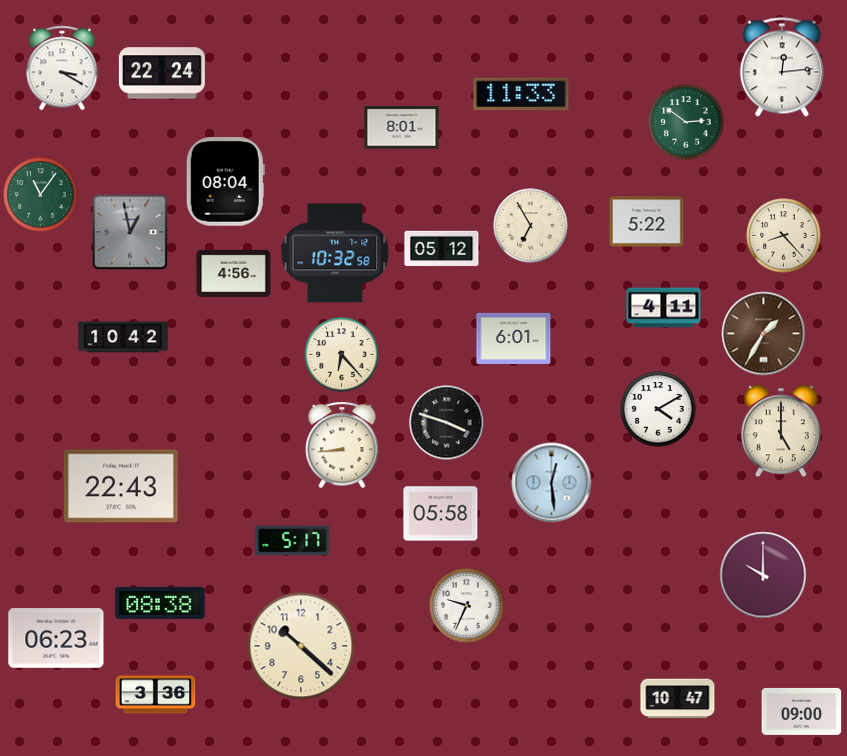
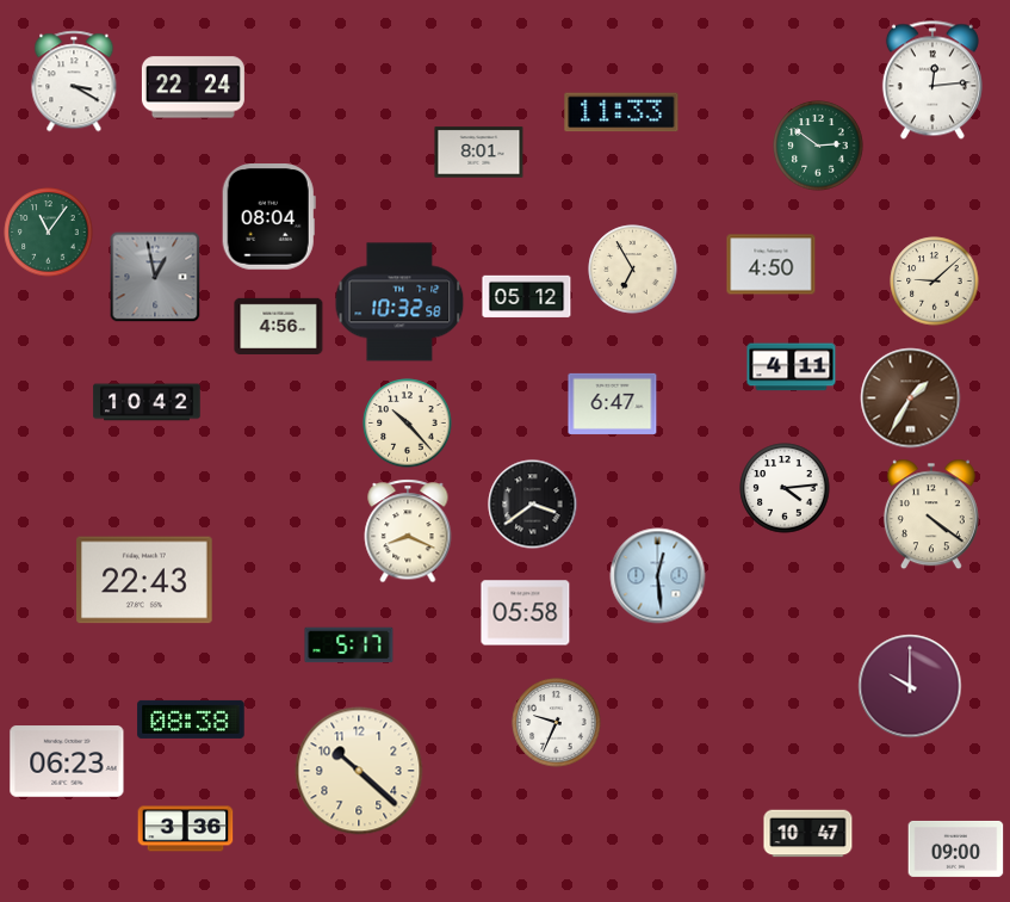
clock at (647, 222): 5:22 -> 4:50
clock at (784, 236): 8:23 -> 9:08
clock at (514, 338): 6:01 -> 6:47
clock at (342, 355): 6:23 -> 10:23
clock at (658, 409): 4:10 -> 4:14
clock at (447, 423): 3:48 -> 3:39
clock at (781, 431): 5:00 -> 4:21
clock at (342, 445): 8:44 -> 8:19
